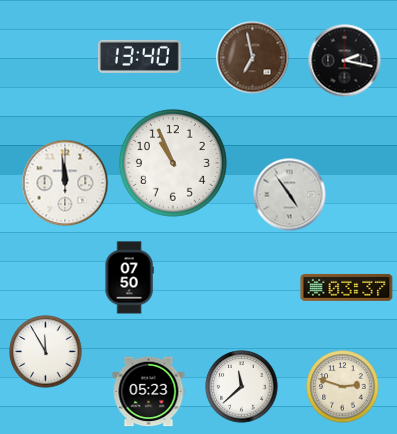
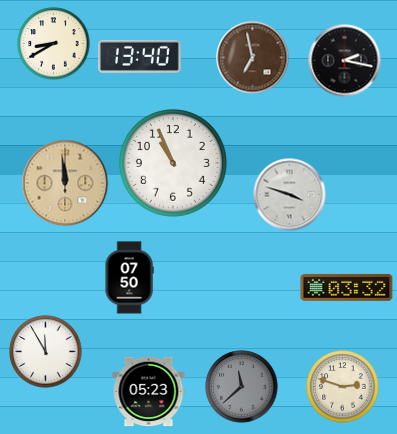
clock at (54, 44): none -> 8:40
clock at (65, 183) dial: white -> champagne
clock at (290, 195): 4:54 -> 3:48
clock at (347, 287): 03:37 -> 03:32
clock at (242, 387) dial: white -> grey
